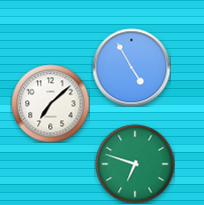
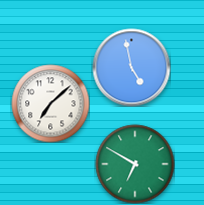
clock at (131, 67): 4:55 -> 4:58
clock at (135, 164): 6:48 -> 6:50
